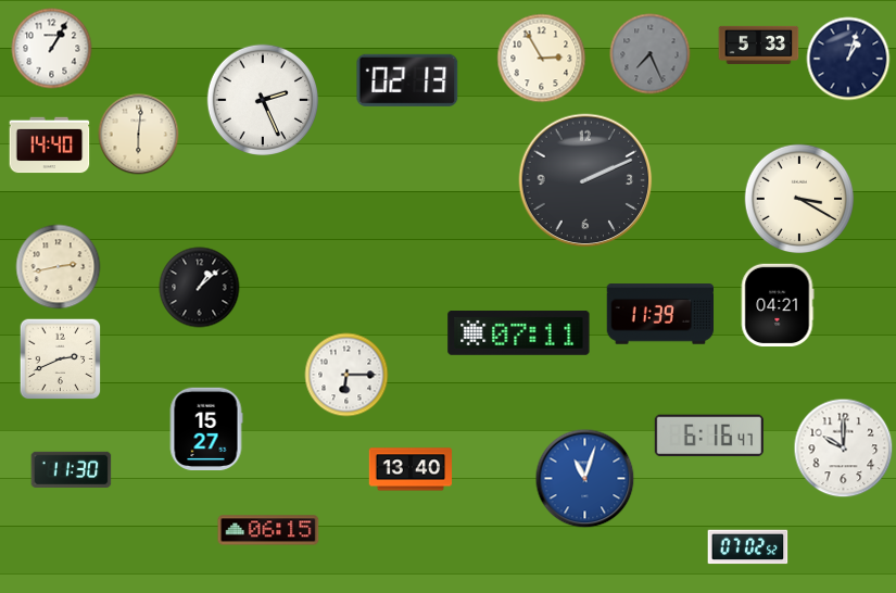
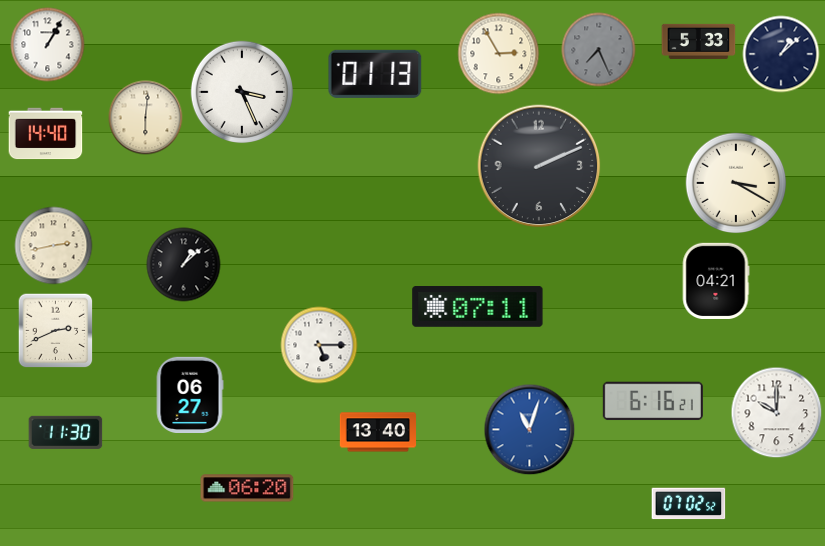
clock at (848, 59): 1:03 -> 1:08
clock at (407, 80): 02:13 -> 01:13
clock at (263, 100): 2:26 -> 3:26
clock at (139, 135) position: (139, 135) -> (146, 118)
clock at (659, 314): 11:39 -> none
clock at (346, 375): 6:15 -> 5:15
clock at (206, 428): 15:27 -> 06:27
clock at (709, 436): 6:16:47 -> 6:16:21
clock at (585, 479) position: (585, 479) -> (530, 430)
clock at (268, 530): 06:15 -> 06:20
